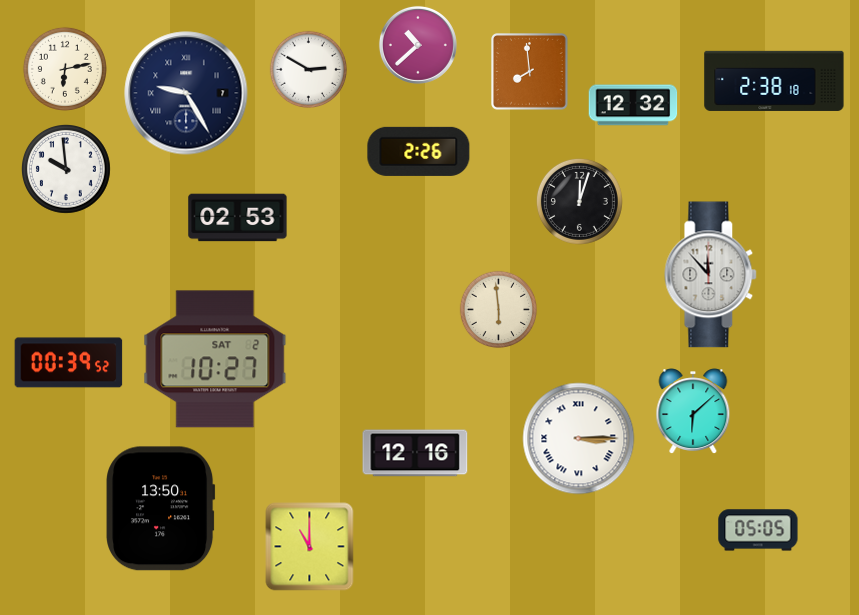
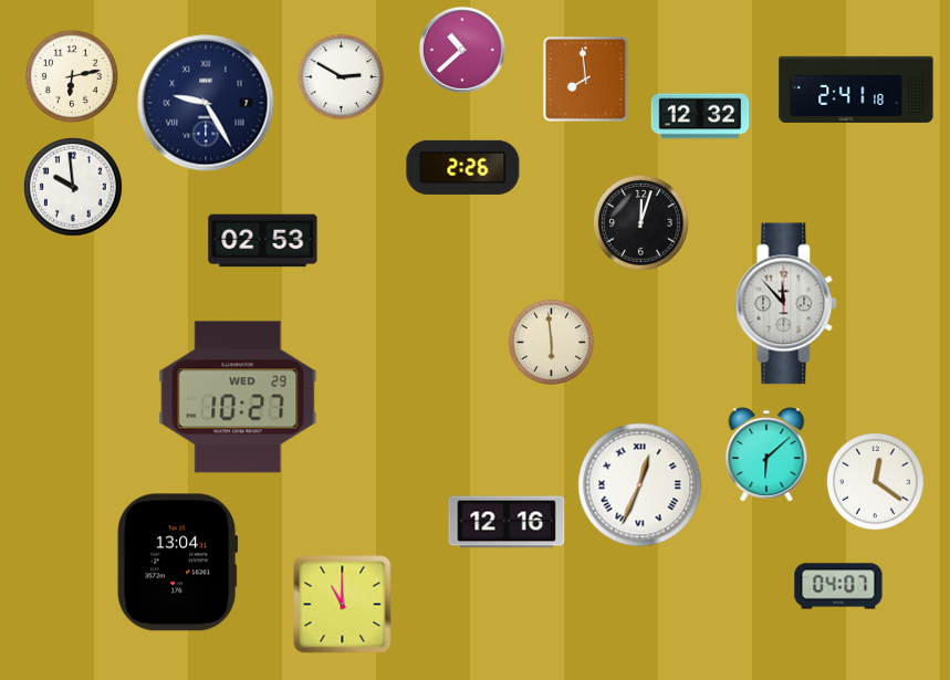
clock at (774, 81): 2:38 -> 2:41
clock at (215, 359) date: SAT 2 -> WED 29
clock at (69, 363): 00:39 -> none
clock at (875, 481): none -> 12:21
clock at (579, 439): 3:15 -> 12:34
clock at (415, 453) position: (415, 453) -> (507, 522)
clock at (161, 509): 13:50 -> 13:04
clock at (758, 530): 05:05 -> 04:07
